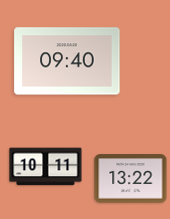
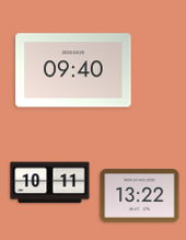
clock at (67, 61) position: (67, 61) -> (73, 70)
clock at (131, 179) position: (131, 179) -> (140, 196)
